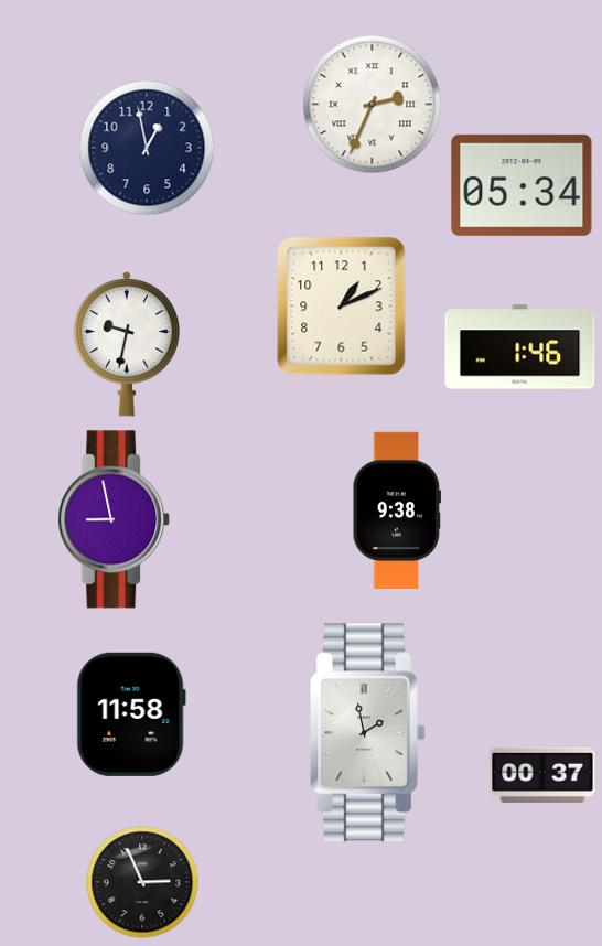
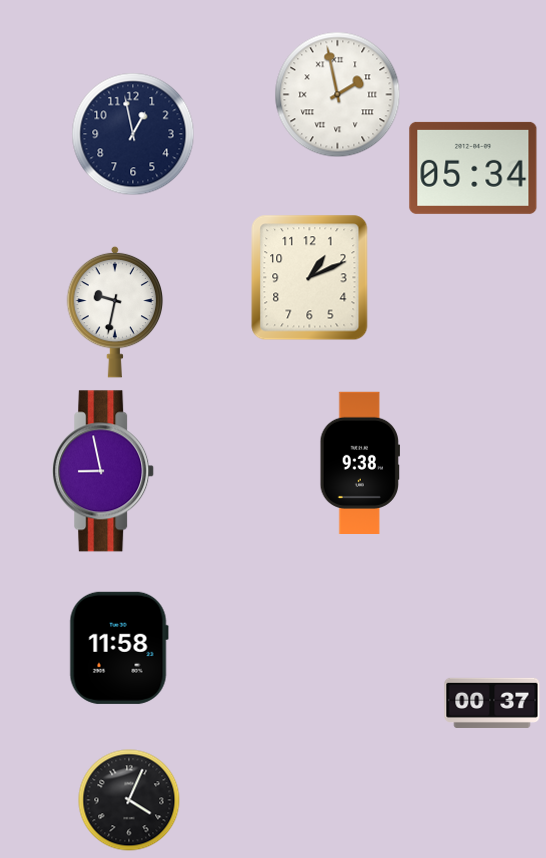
clock at (373, 105): 2:34 -> 1:58
clock at (520, 347): 1:46 -> none
clock at (368, 733): 1:58 -> none
clock at (142, 882): 2:56 -> 4:04
